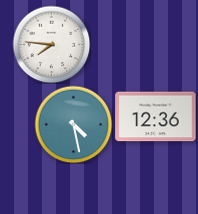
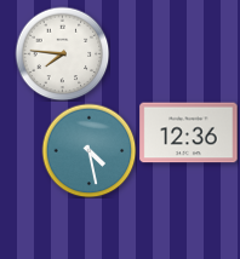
clock at (156, 117) position: (156, 117) -> (189, 133)
